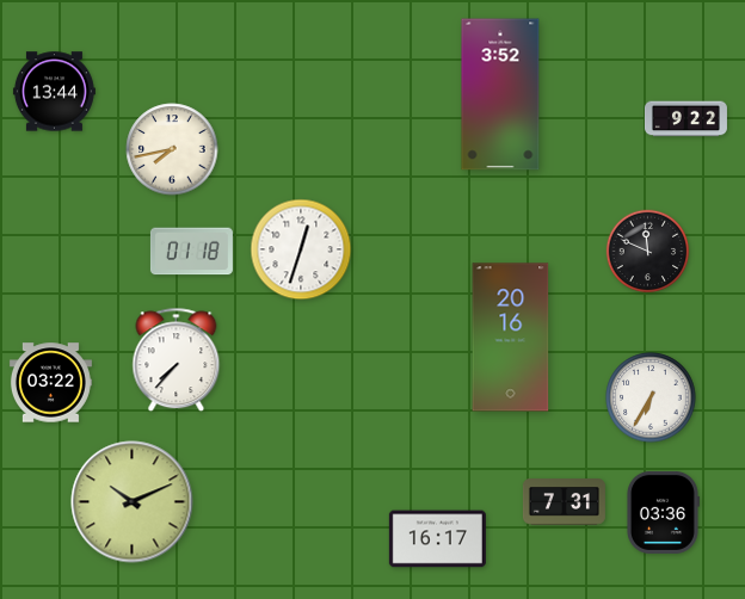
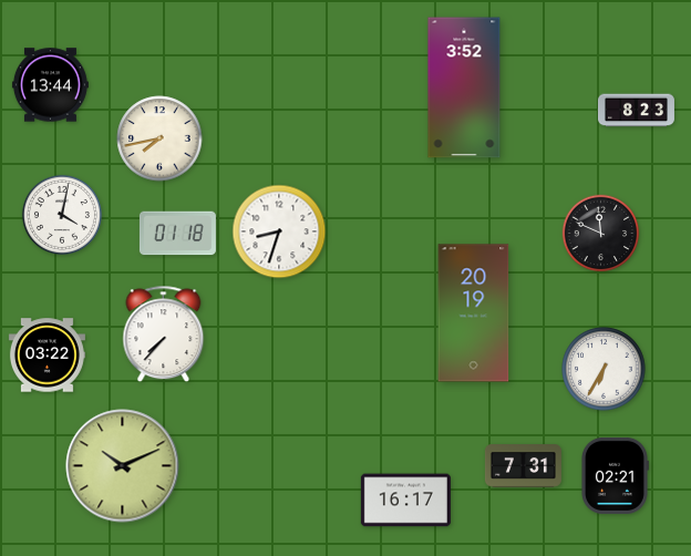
clock at (685, 119): 9:22 -> 8:23
clock at (62, 215): none -> 4:02
clock at (301, 249): 12:33 -> 8:33
clock at (511, 338): 20:16 -> 20:19
clock at (663, 512): 03:36 -> 02:21
